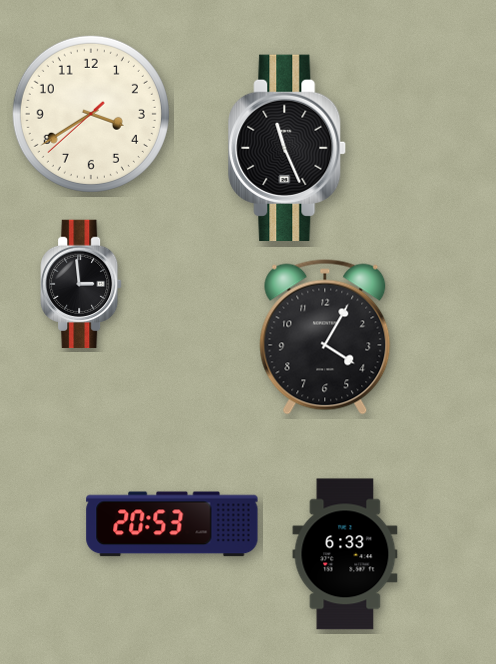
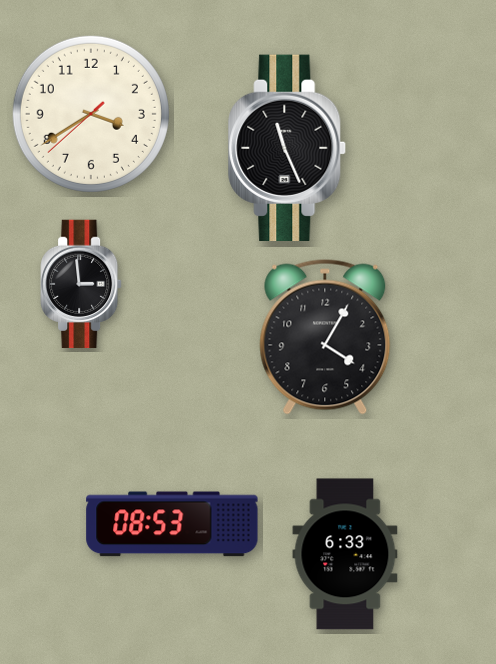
clock at (172, 524): 20:53 -> 08:53
